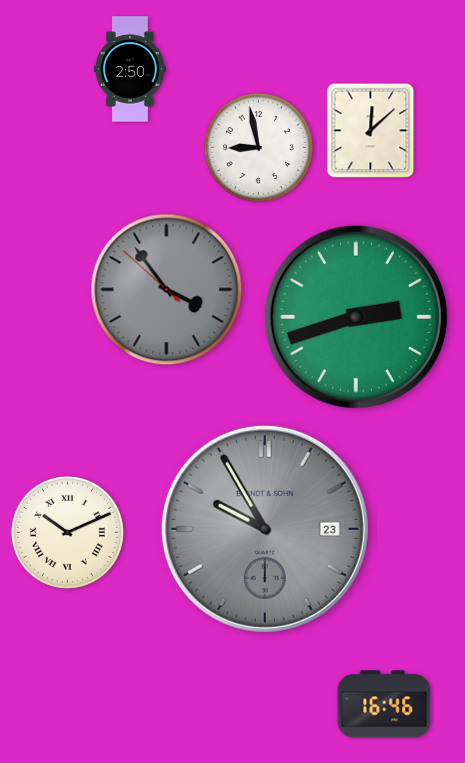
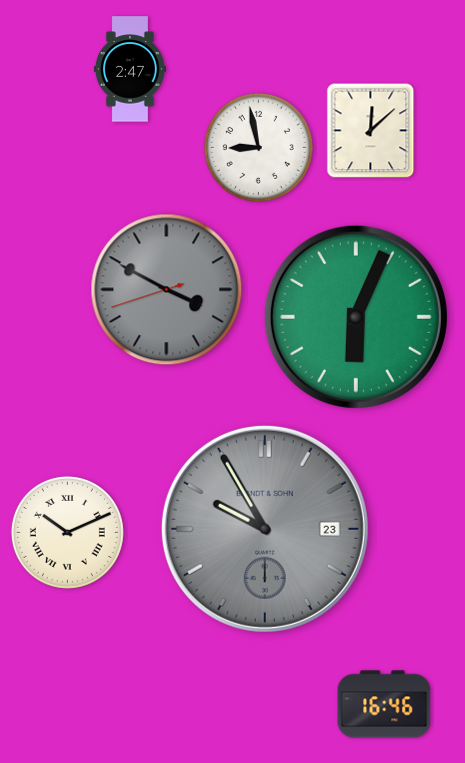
clock at (130, 69): 2:50 -> 2:47
clock at (167, 290): 3:53 -> 3:49
clock at (356, 317): 2:42 -> 6:04
